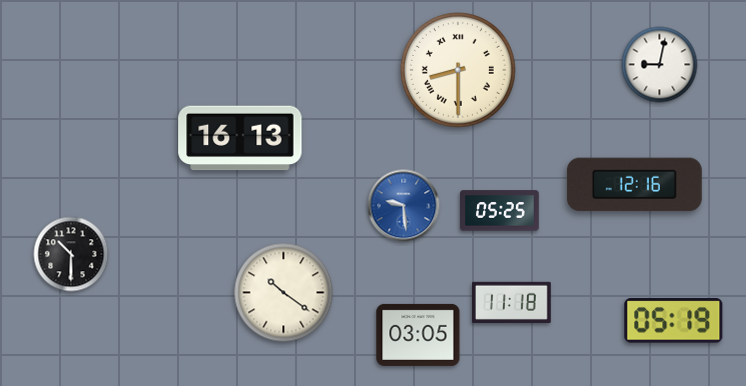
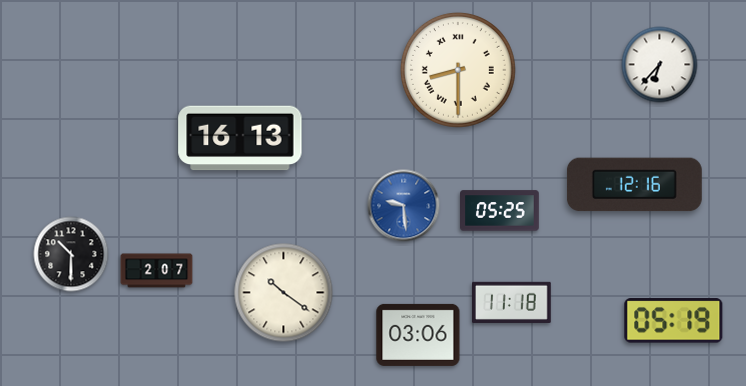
clock at (660, 65): 9:02 -> 6:37
clock at (157, 271): none -> 2:07
clock at (418, 335): 03:05 -> 03:06
